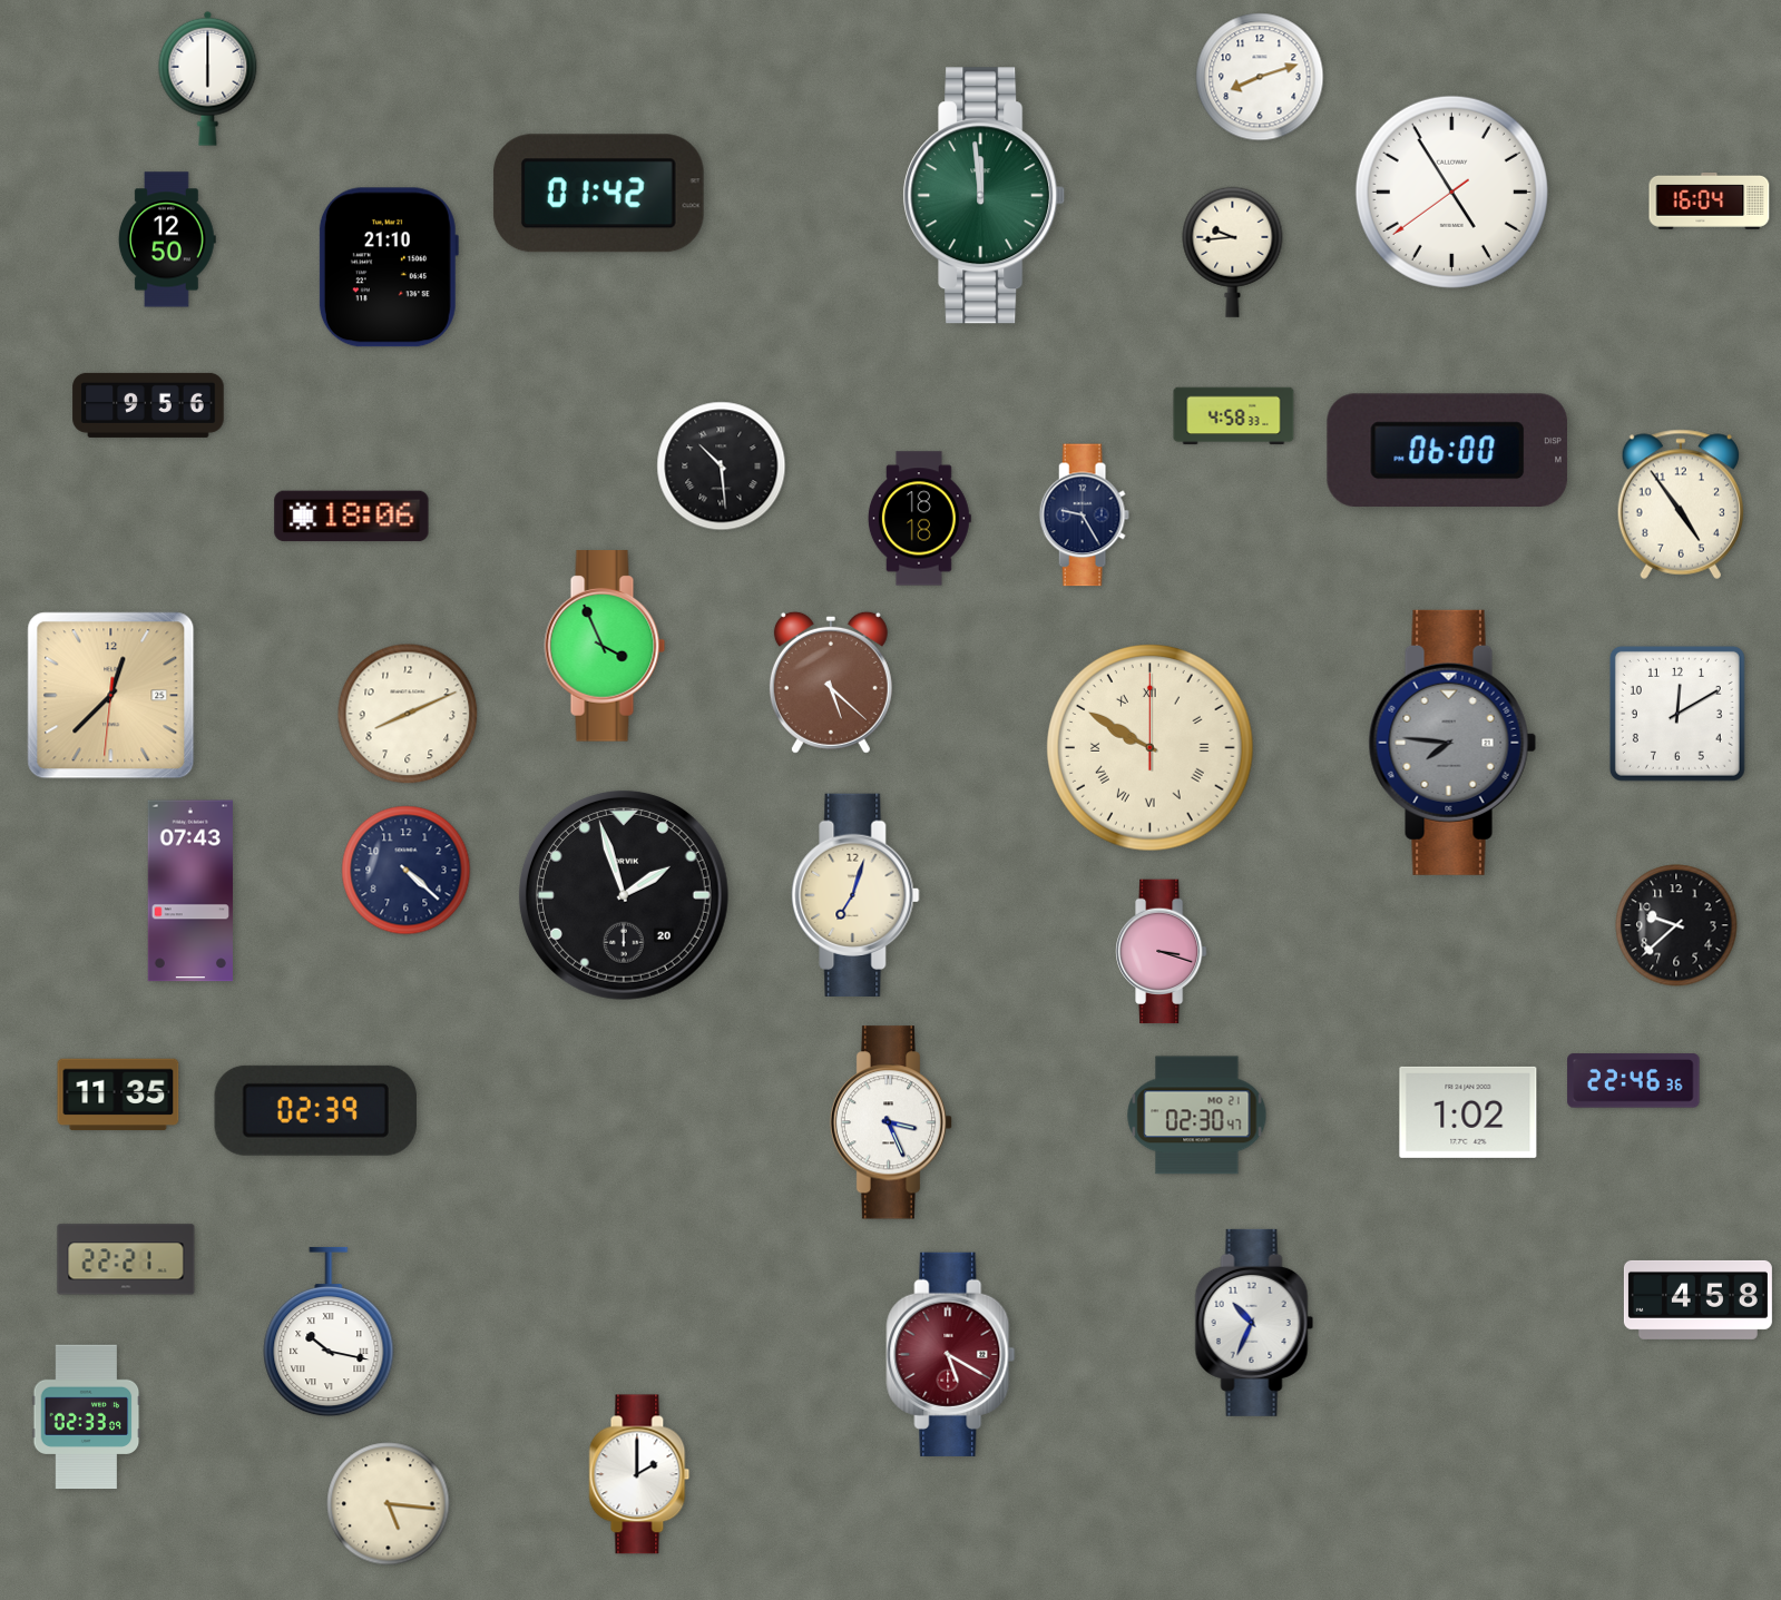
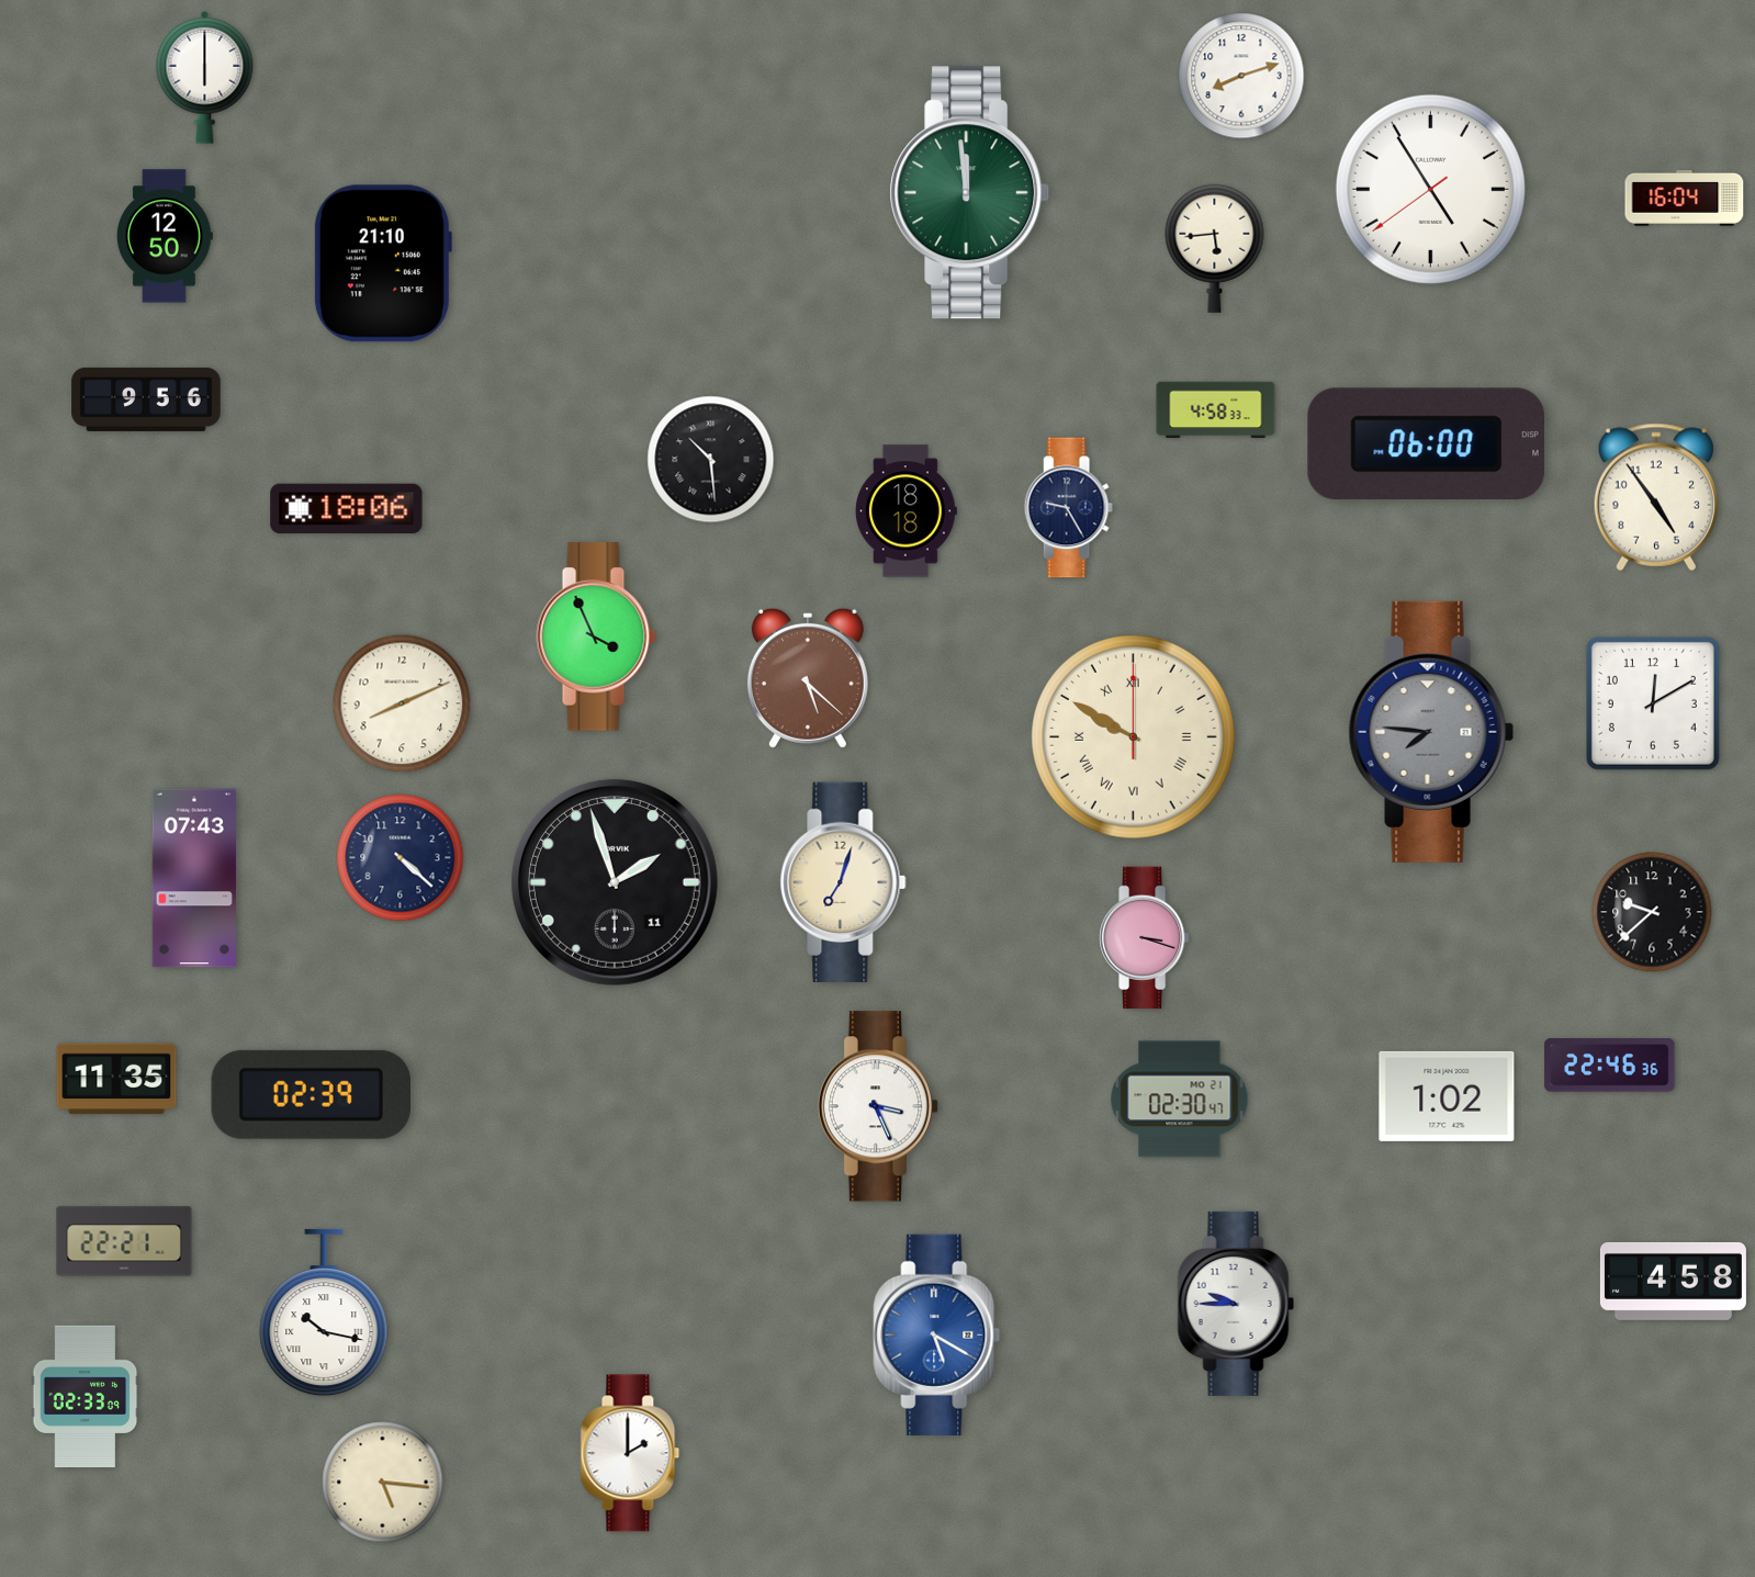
clock at (598, 194): 01:42 -> none
clock at (1233, 252): 9:44 -> 5:44
clock at (831, 683) position: (831, 683) -> (808, 678)
clock at (111, 696): 12:37 -> none
clock at (190, 891) position: (190, 891) -> (194, 878)
clock at (624, 895) date: 20 -> 11
clock at (1254, 1323): 10:34 -> 9:45
clock at (951, 1354) dial: burgundy -> blue
